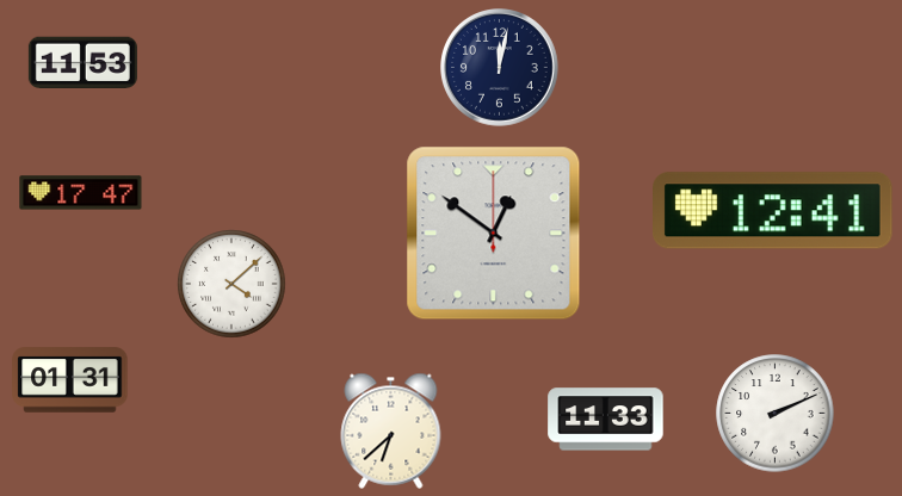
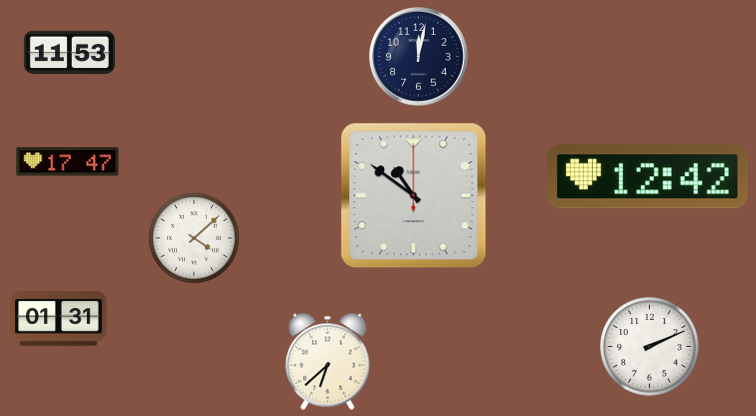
clock at (773, 211): 12:41 -> 12:42
clock at (494, 234): 12:51 -> 10:51
clock at (606, 420): 11:33 -> none
